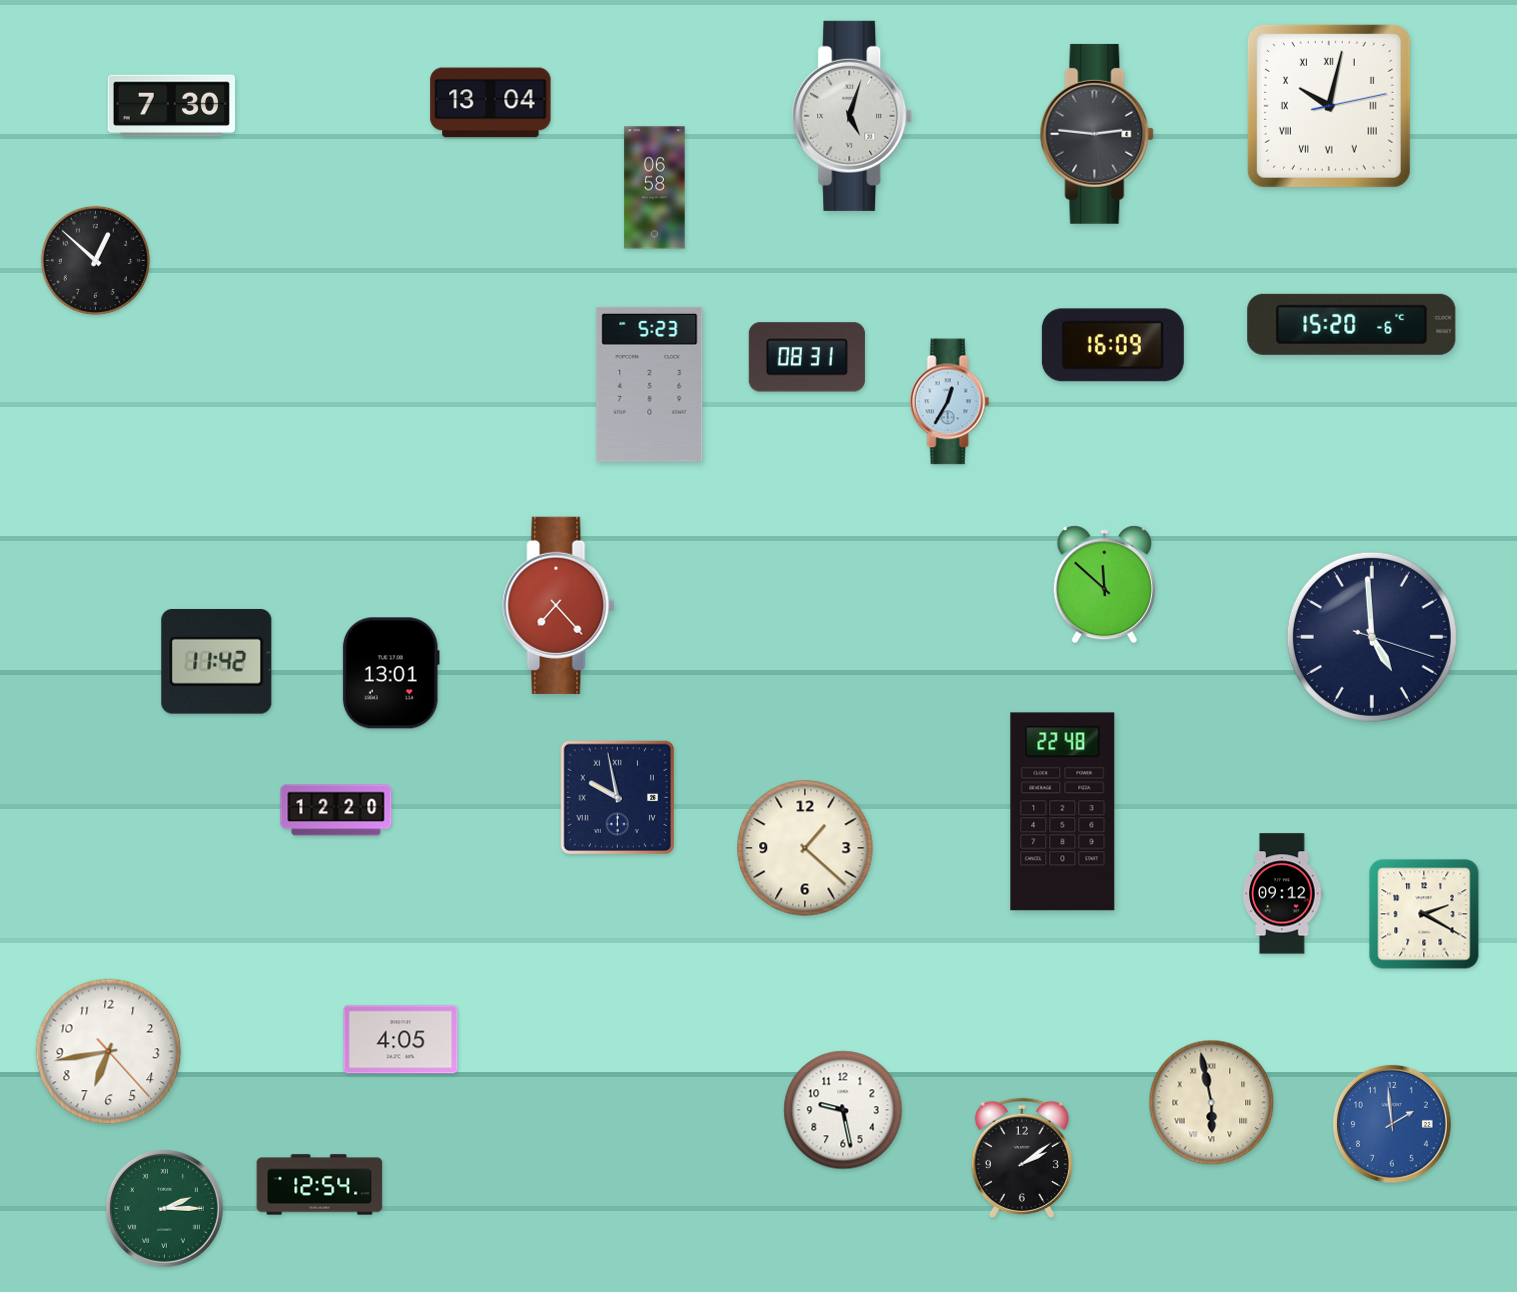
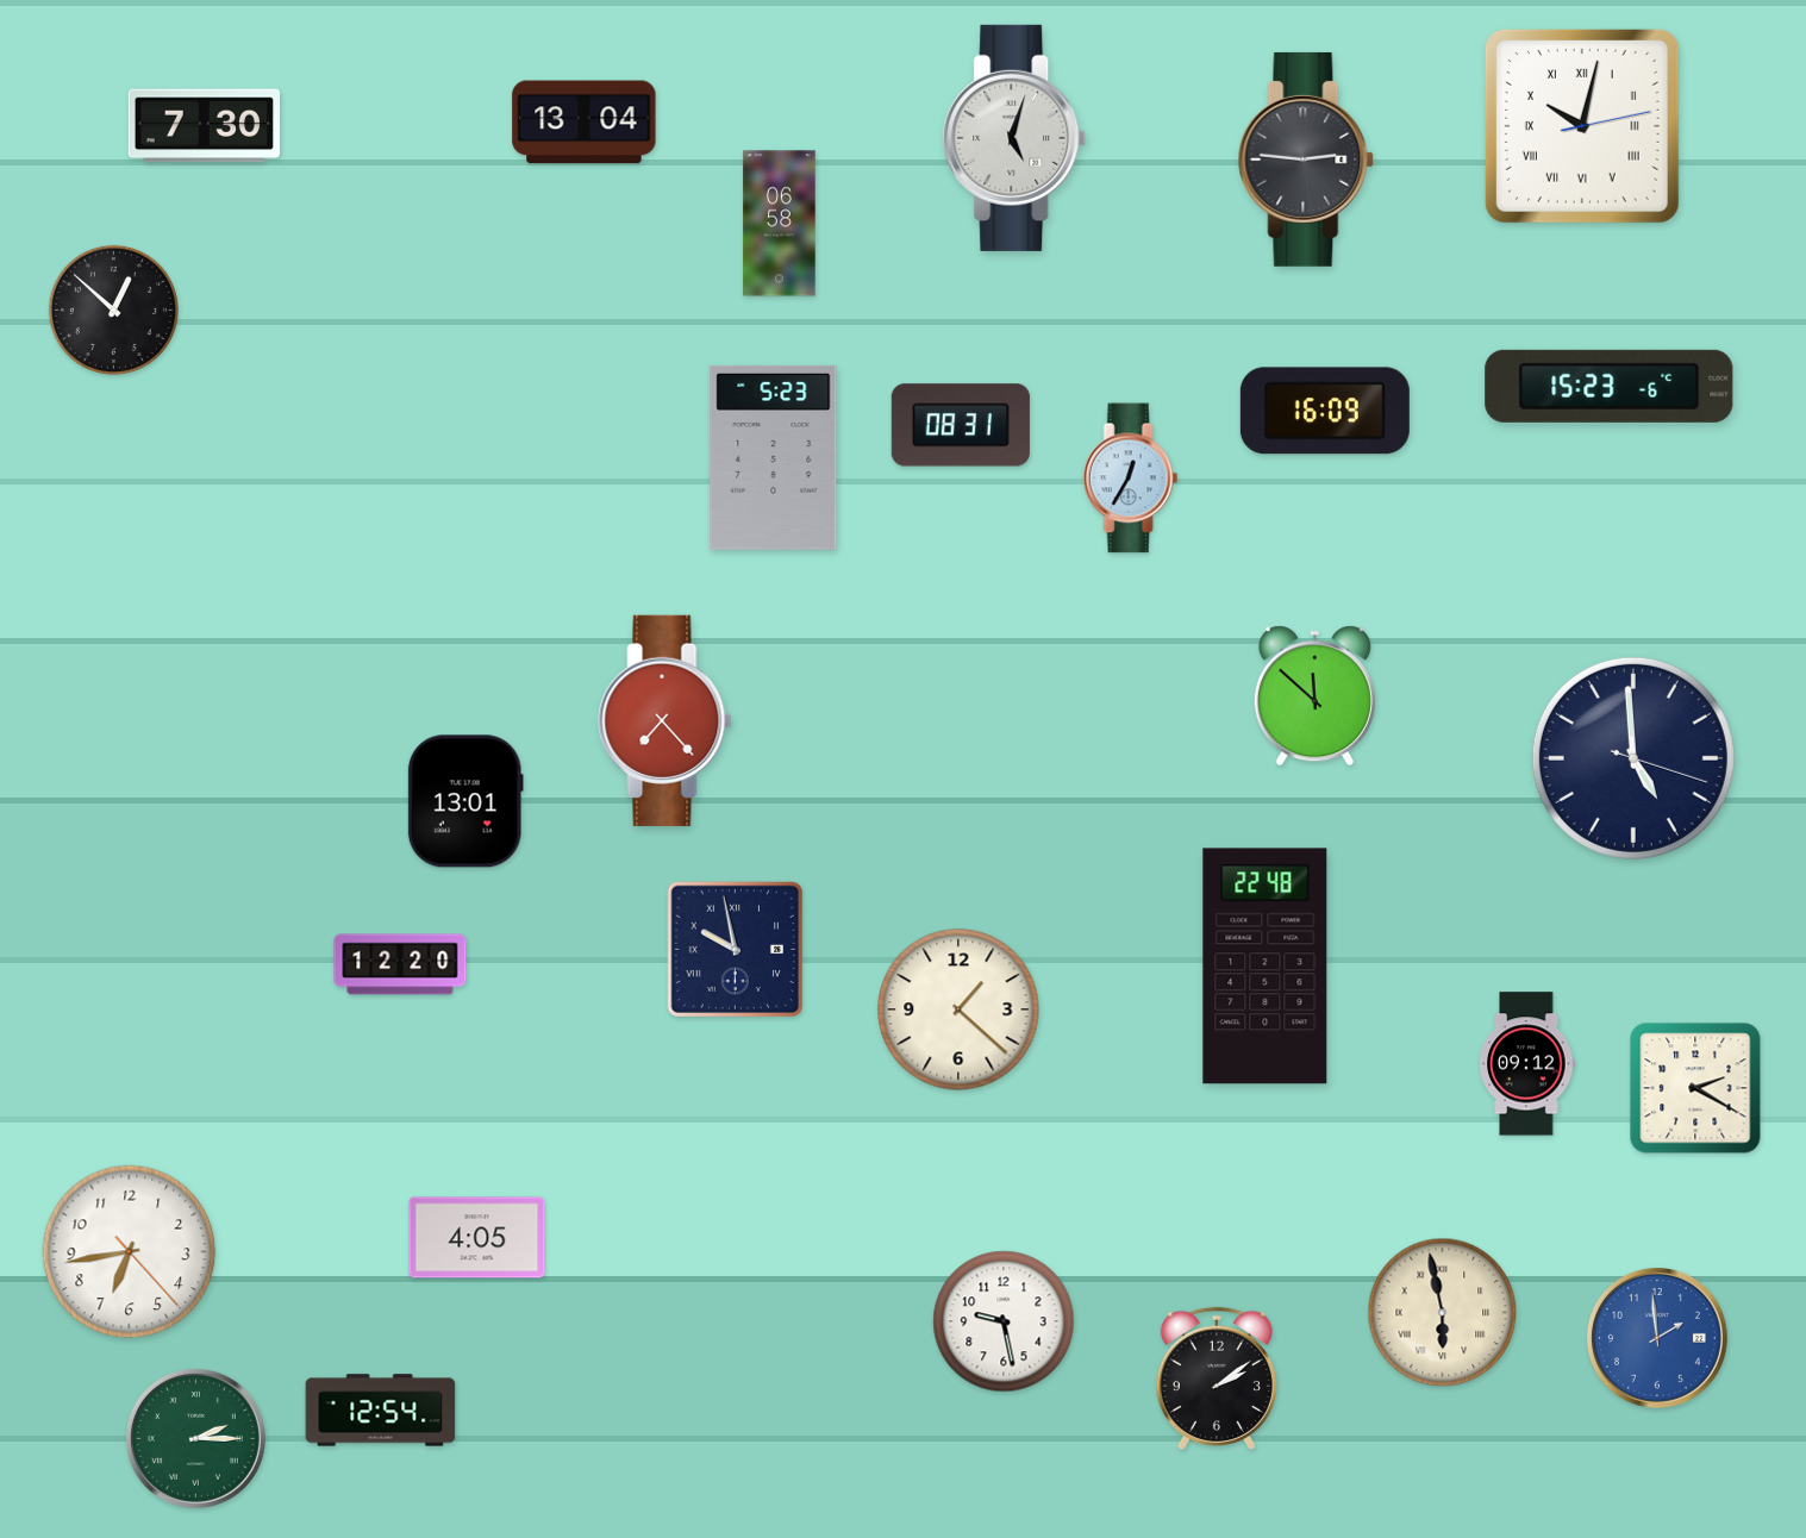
clock at (1352, 324): 15:20 -> 15:23
clock at (217, 661): 11:42 -> none
